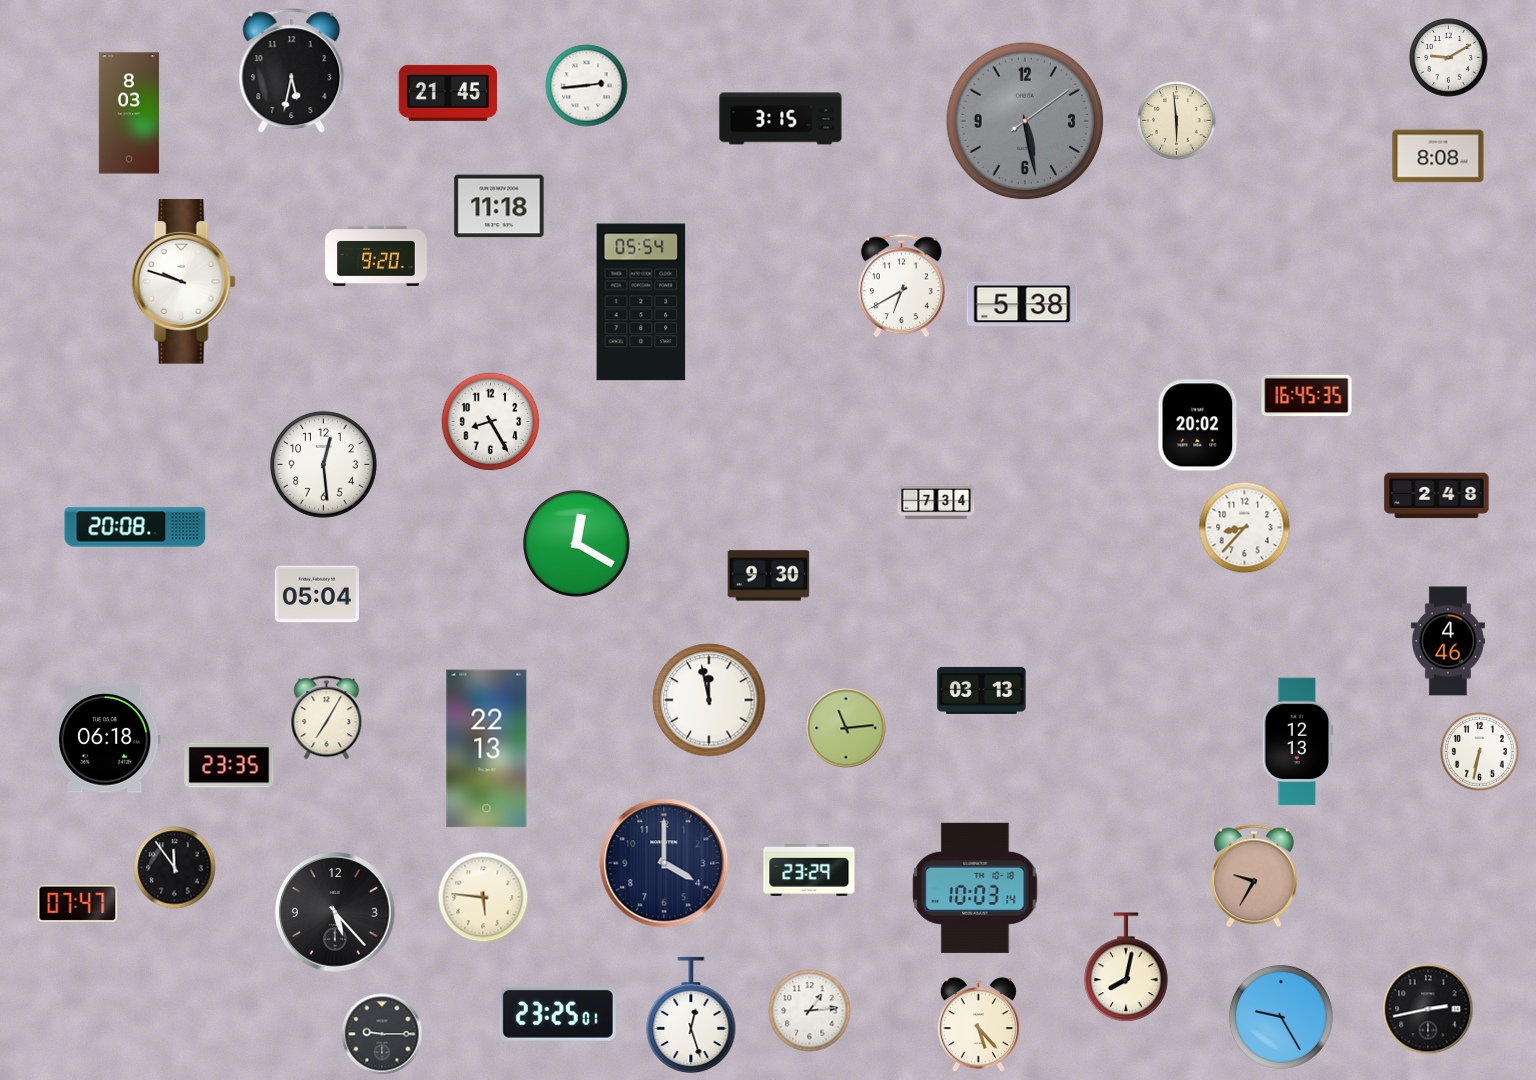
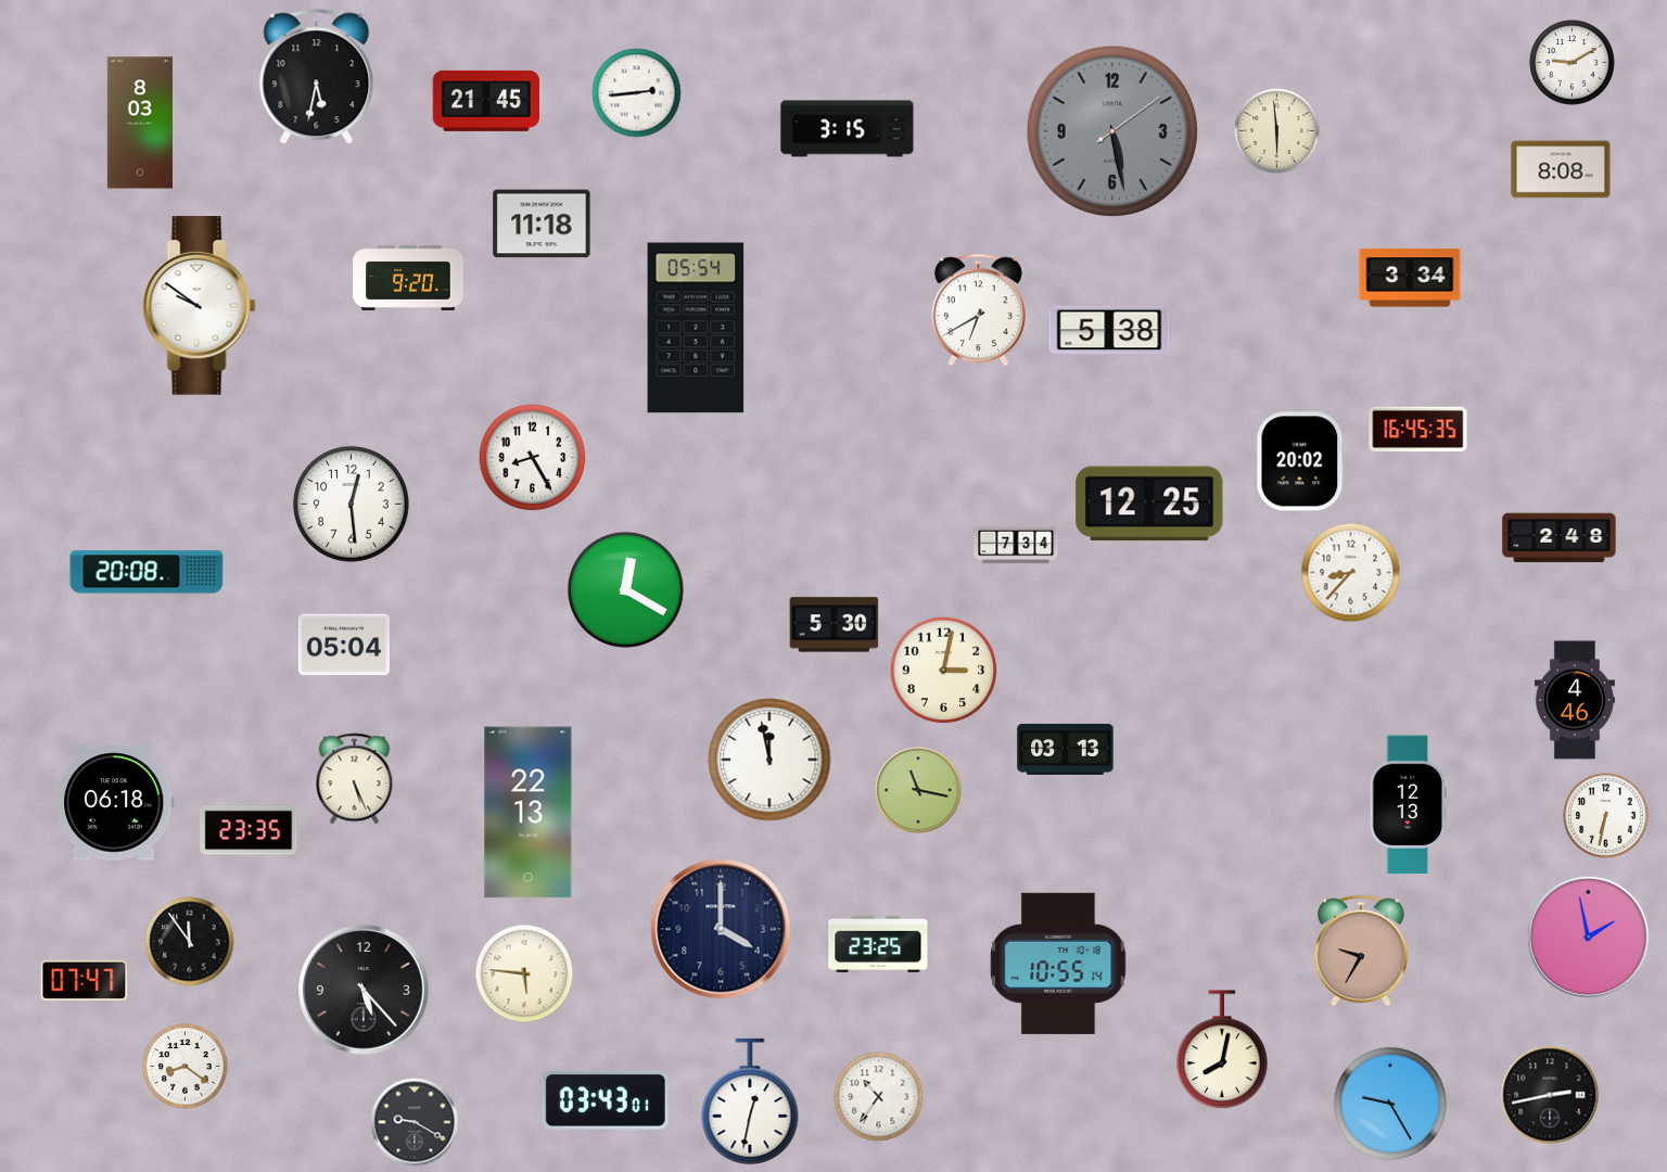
clock at (1410, 278): none -> 3:34
clock at (183, 282): 9:48 -> 9:51
clock at (1149, 504): none -> 12:25
clock at (769, 576): 9:30 -> 5:30
clock at (944, 671): none -> 3:02
clock at (1448, 641) position: (1448, 641) -> (1575, 700)
clock at (327, 718): 7:05 -> 5:26
clock at (846, 728): 11:14 -> 11:17
clock at (664, 863) position: (664, 863) -> (721, 929)
clock at (1588, 937): none -> 1:58
clock at (809, 870): 23:29 -> 23:25
clock at (975, 888): 10:03 -> 10:55
clock at (186, 1067): none -> 8:21
clock at (810, 1011): 1:14 -> 10:36
clock at (558, 1014): 23:25 -> 03:43
clock at (691, 1015): 12:27 -> 12:32
clock at (978, 1025): 5:23 -> none
clock at (382, 1034): 9:15 -> 9:20
